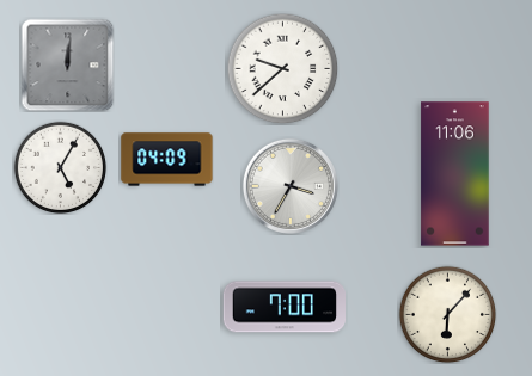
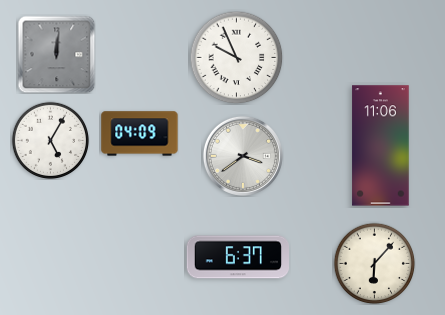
clock at (282, 68): 9:38 -> 9:56
clock at (291, 186): 3:35 -> 3:39
clock at (285, 307): 7:00 -> 6:37
